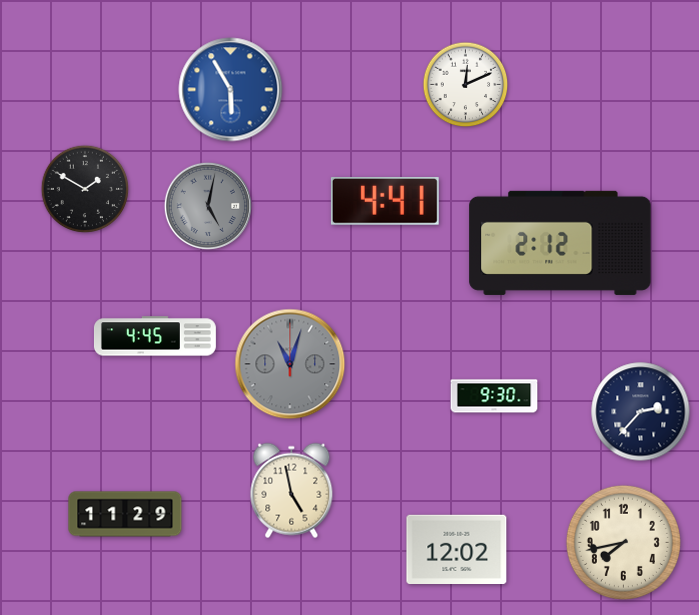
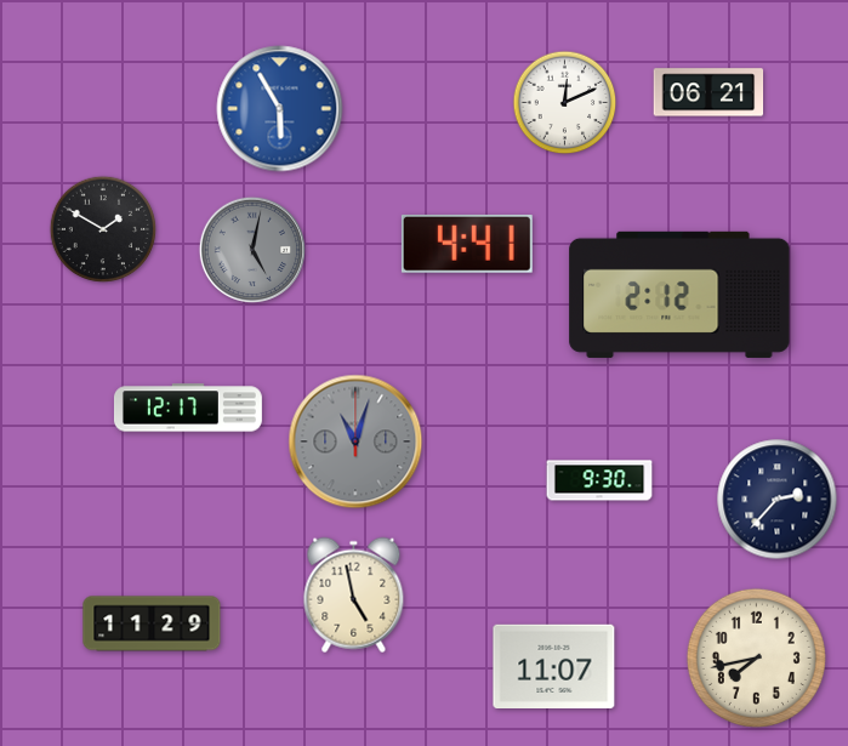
clock at (708, 92): none -> 06:21
clock at (155, 336): 4:45 -> 12:17
clock at (290, 364) position: (290, 364) -> (355, 442)
clock at (457, 549): 12:02 -> 11:07
